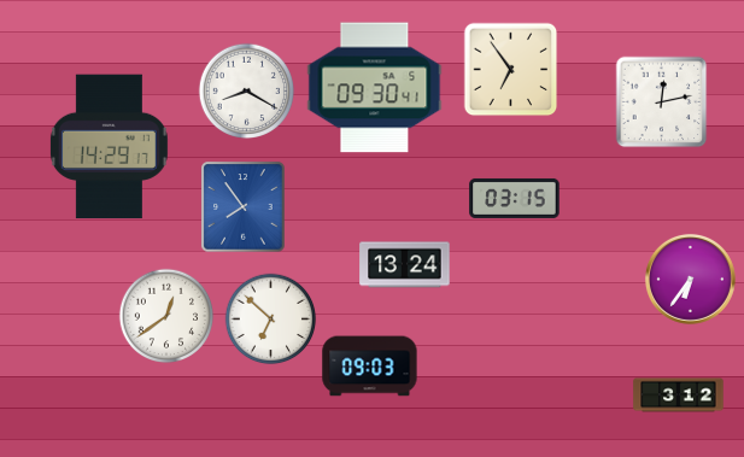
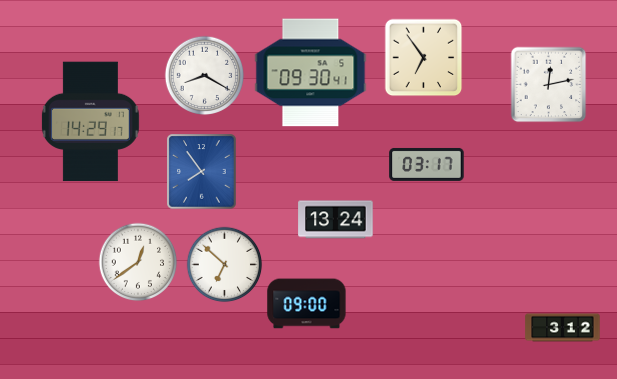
clock at (515, 198): 03:15 -> 03:17
clock at (690, 279): 6:36 -> none
clock at (370, 367): 09:03 -> 09:00
